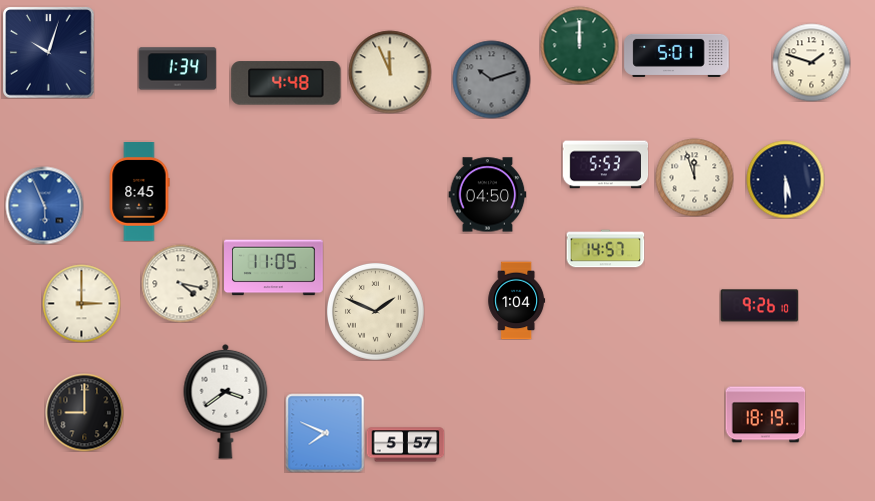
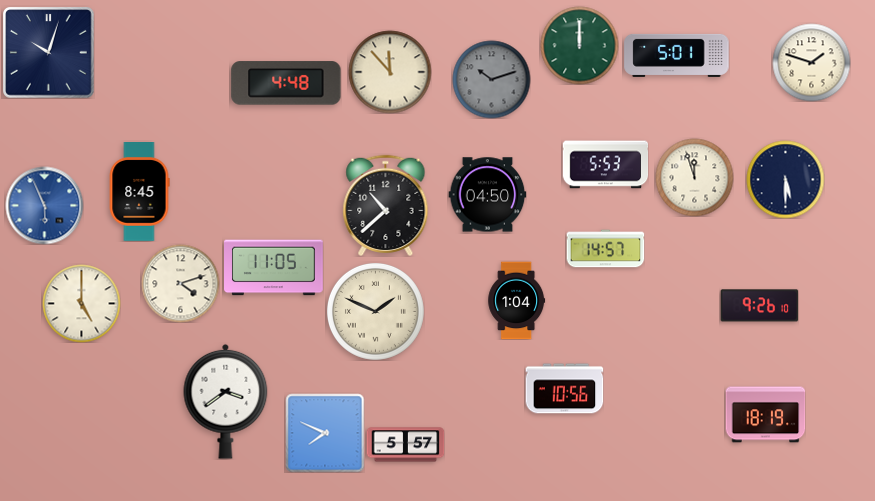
clock at (177, 69): 1:34 -> none
clock at (390, 72): 11:56 -> 11:53
clock at (386, 205): none -> 10:38
clock at (180, 283): 4:17 -> 4:12
clock at (81, 303): 3:00 -> 5:00
clock at (564, 389): none -> 10:56
clock at (84, 412): 9:00 -> none
